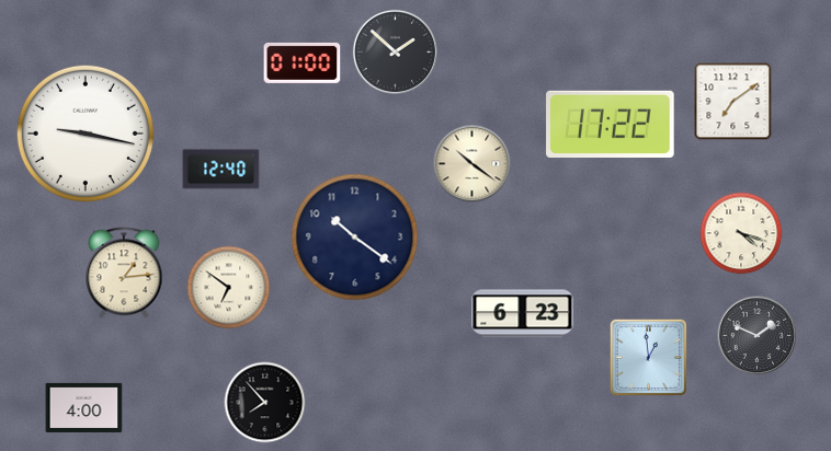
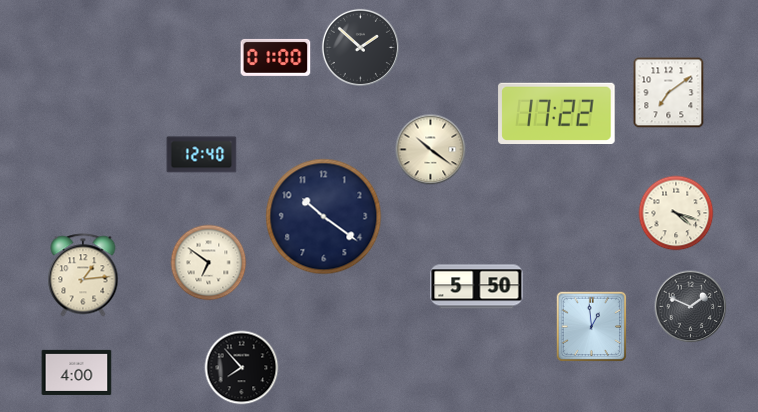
clock at (86, 134): 9:17 -> none
clock at (124, 273) position: (124, 273) -> (83, 275)
clock at (523, 314): 6:23 -> 5:50
